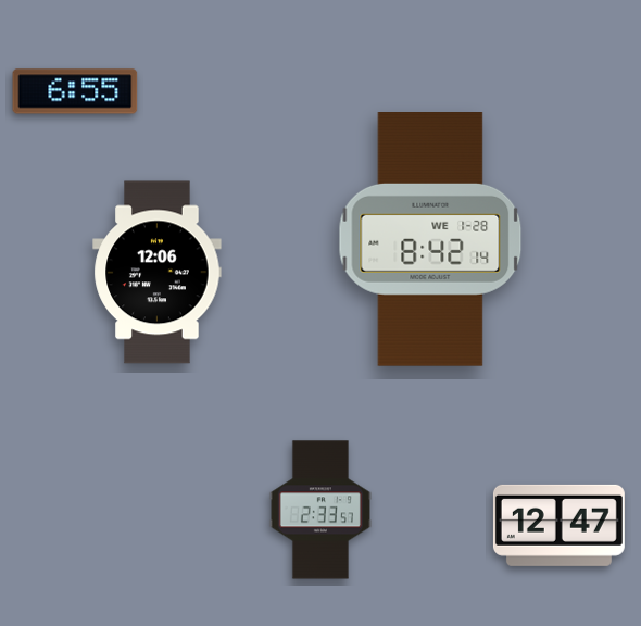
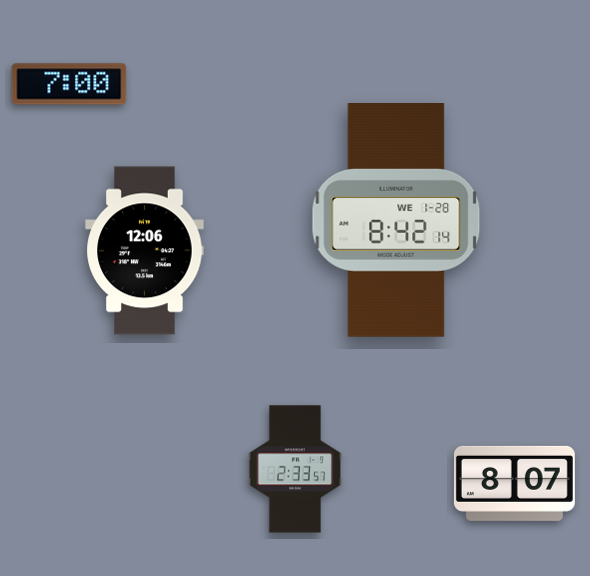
clock at (75, 91): 6:55 -> 7:00
clock at (558, 525): 12:47 -> 8:07
